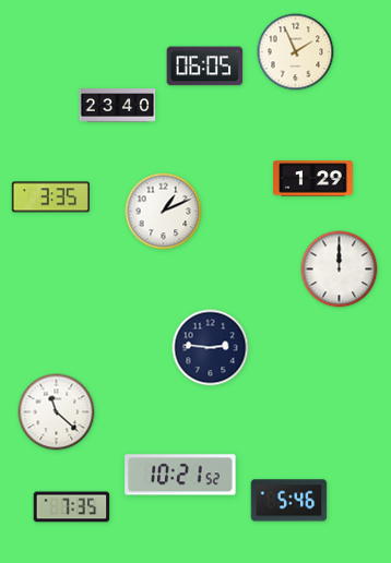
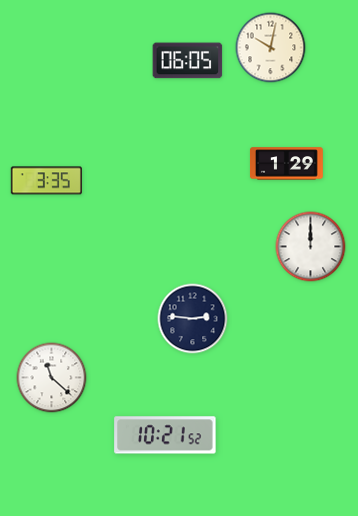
clock at (296, 52): 1:56 -> 10:02
clock at (118, 106): 23:40 -> none
clock at (164, 212): 1:11 -> none
clock at (289, 501): 5:46 -> none
clock at (72, 507): 7:35 -> none
